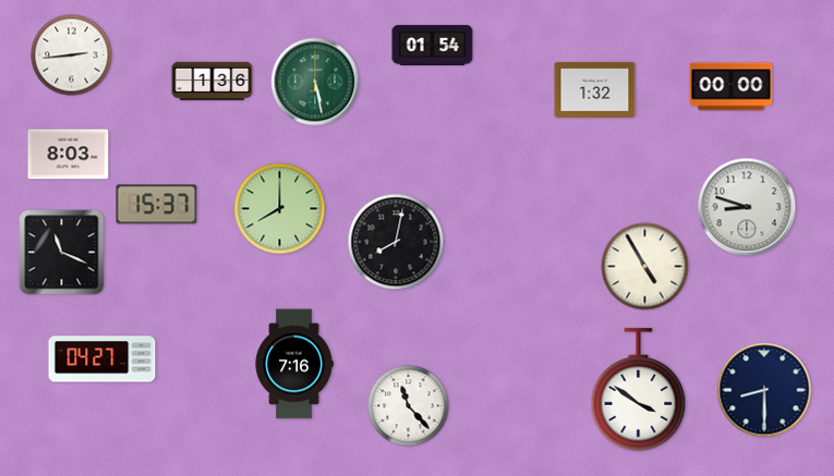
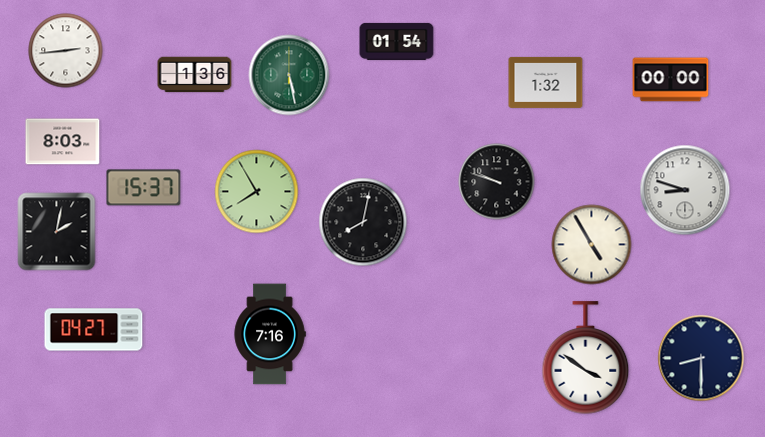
clock at (497, 182): none -> 9:48
clock at (280, 209): 8:00 -> 7:55
clock at (62, 253): 11:19 -> 2:02
clock at (409, 406): 11:23 -> none
